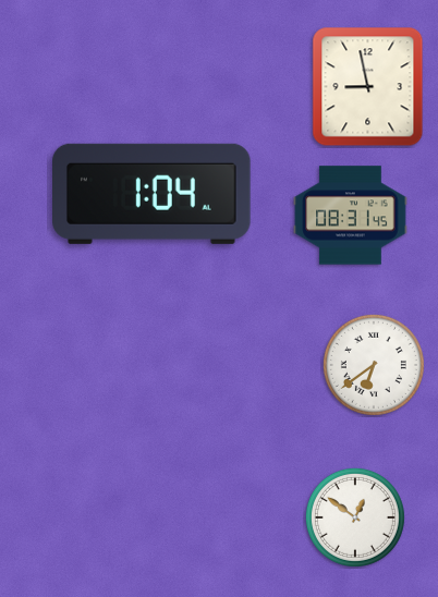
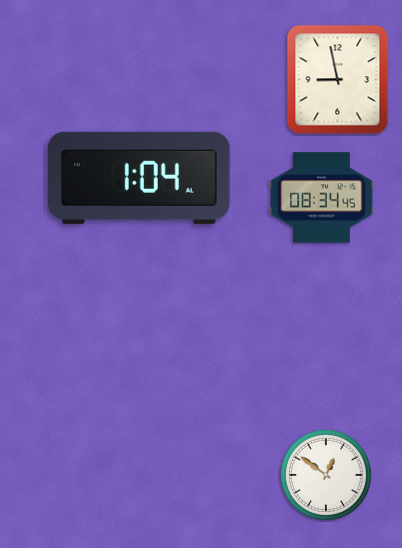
clock at (351, 216): 08:31 -> 08:34
clock at (374, 365): 6:39 -> none
